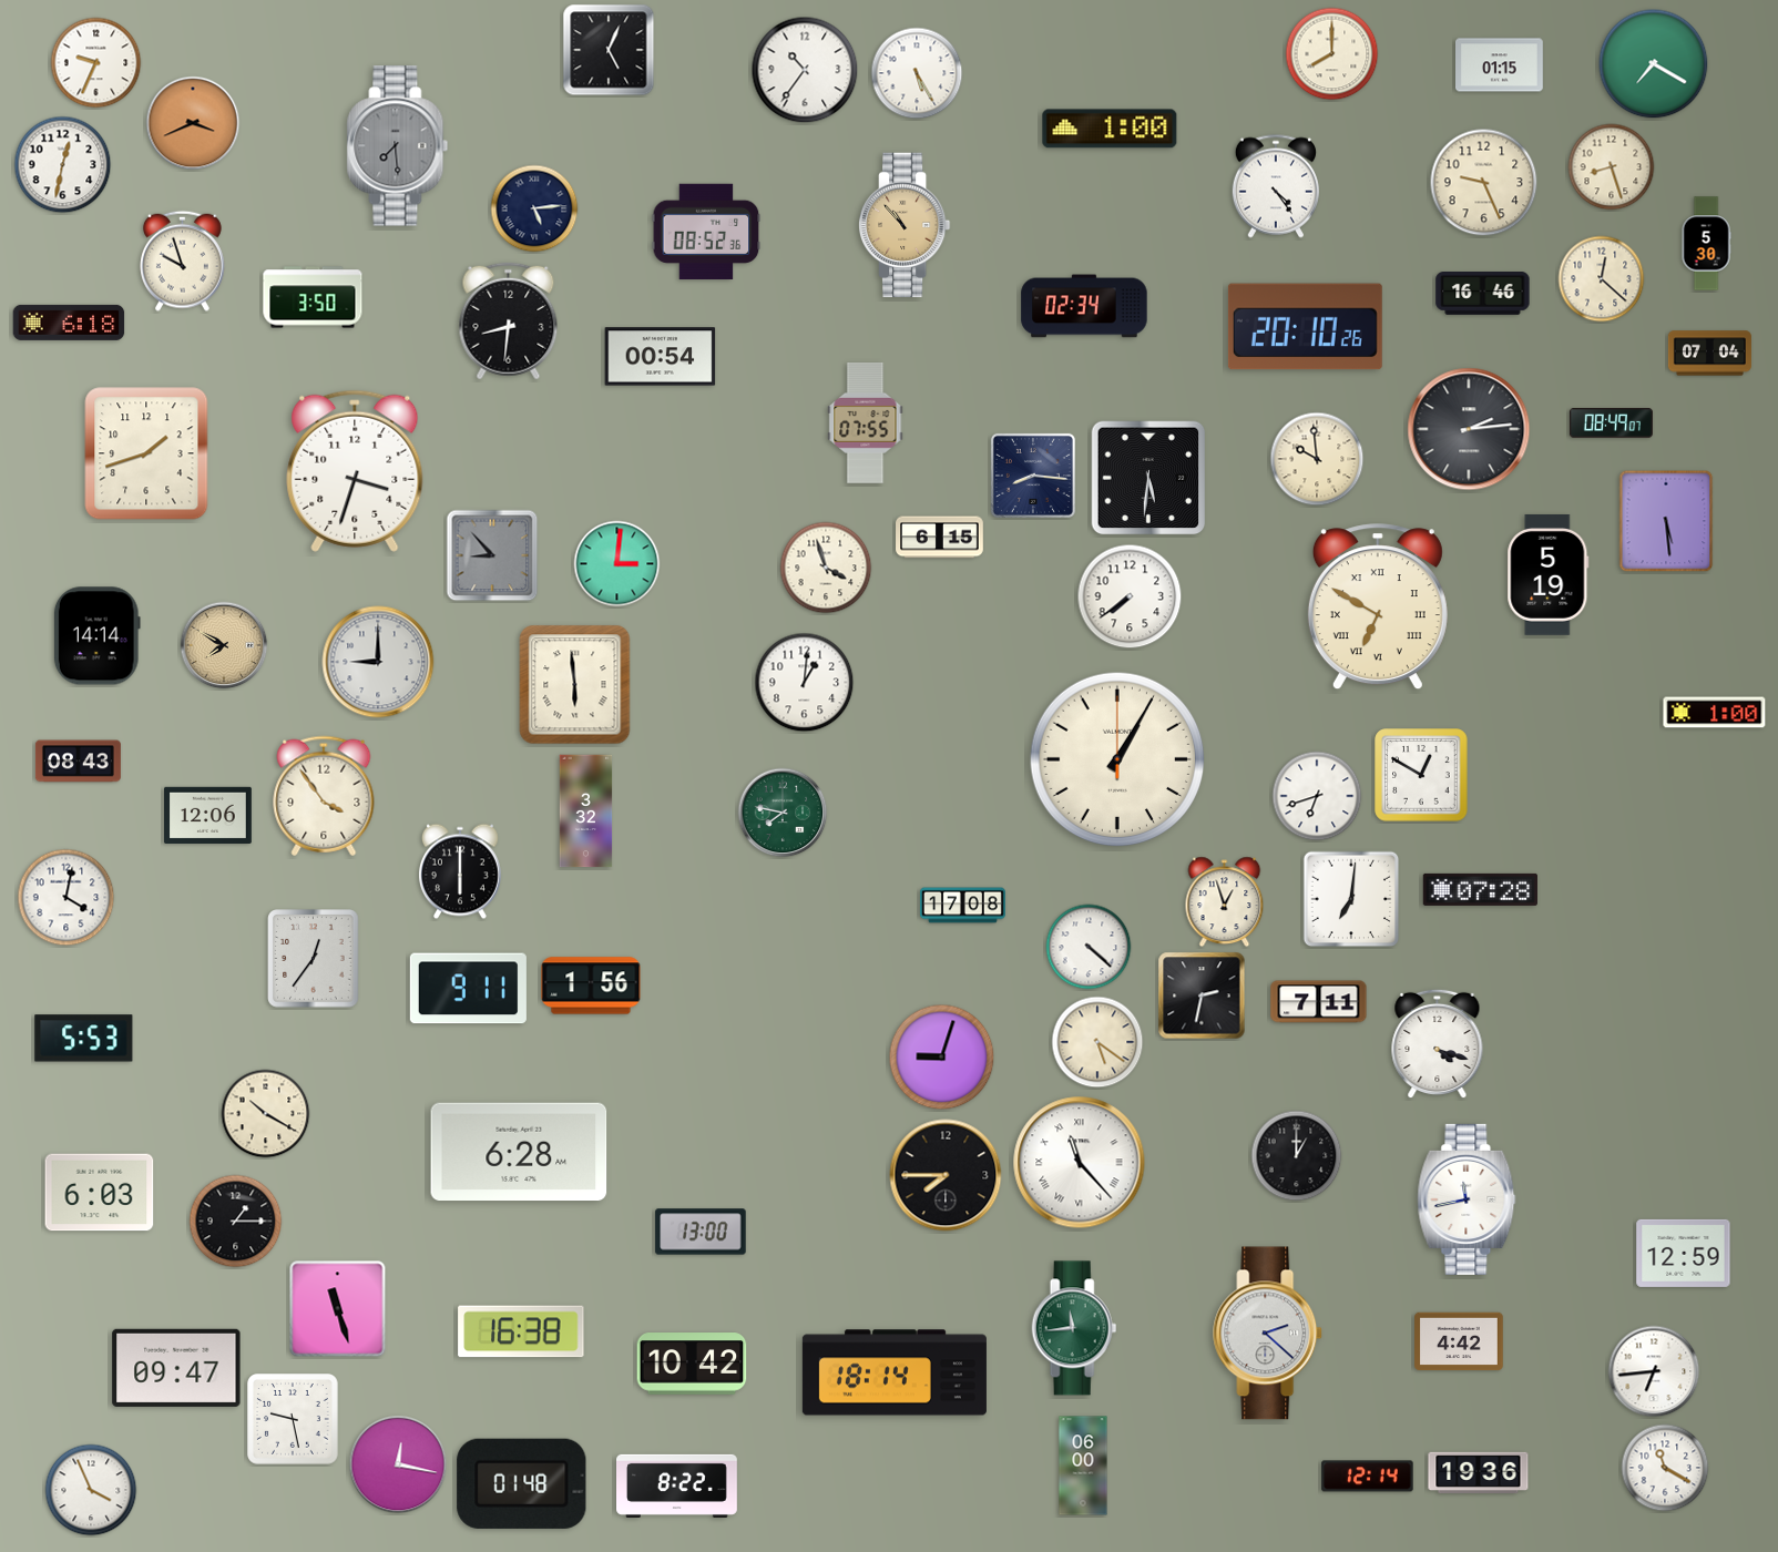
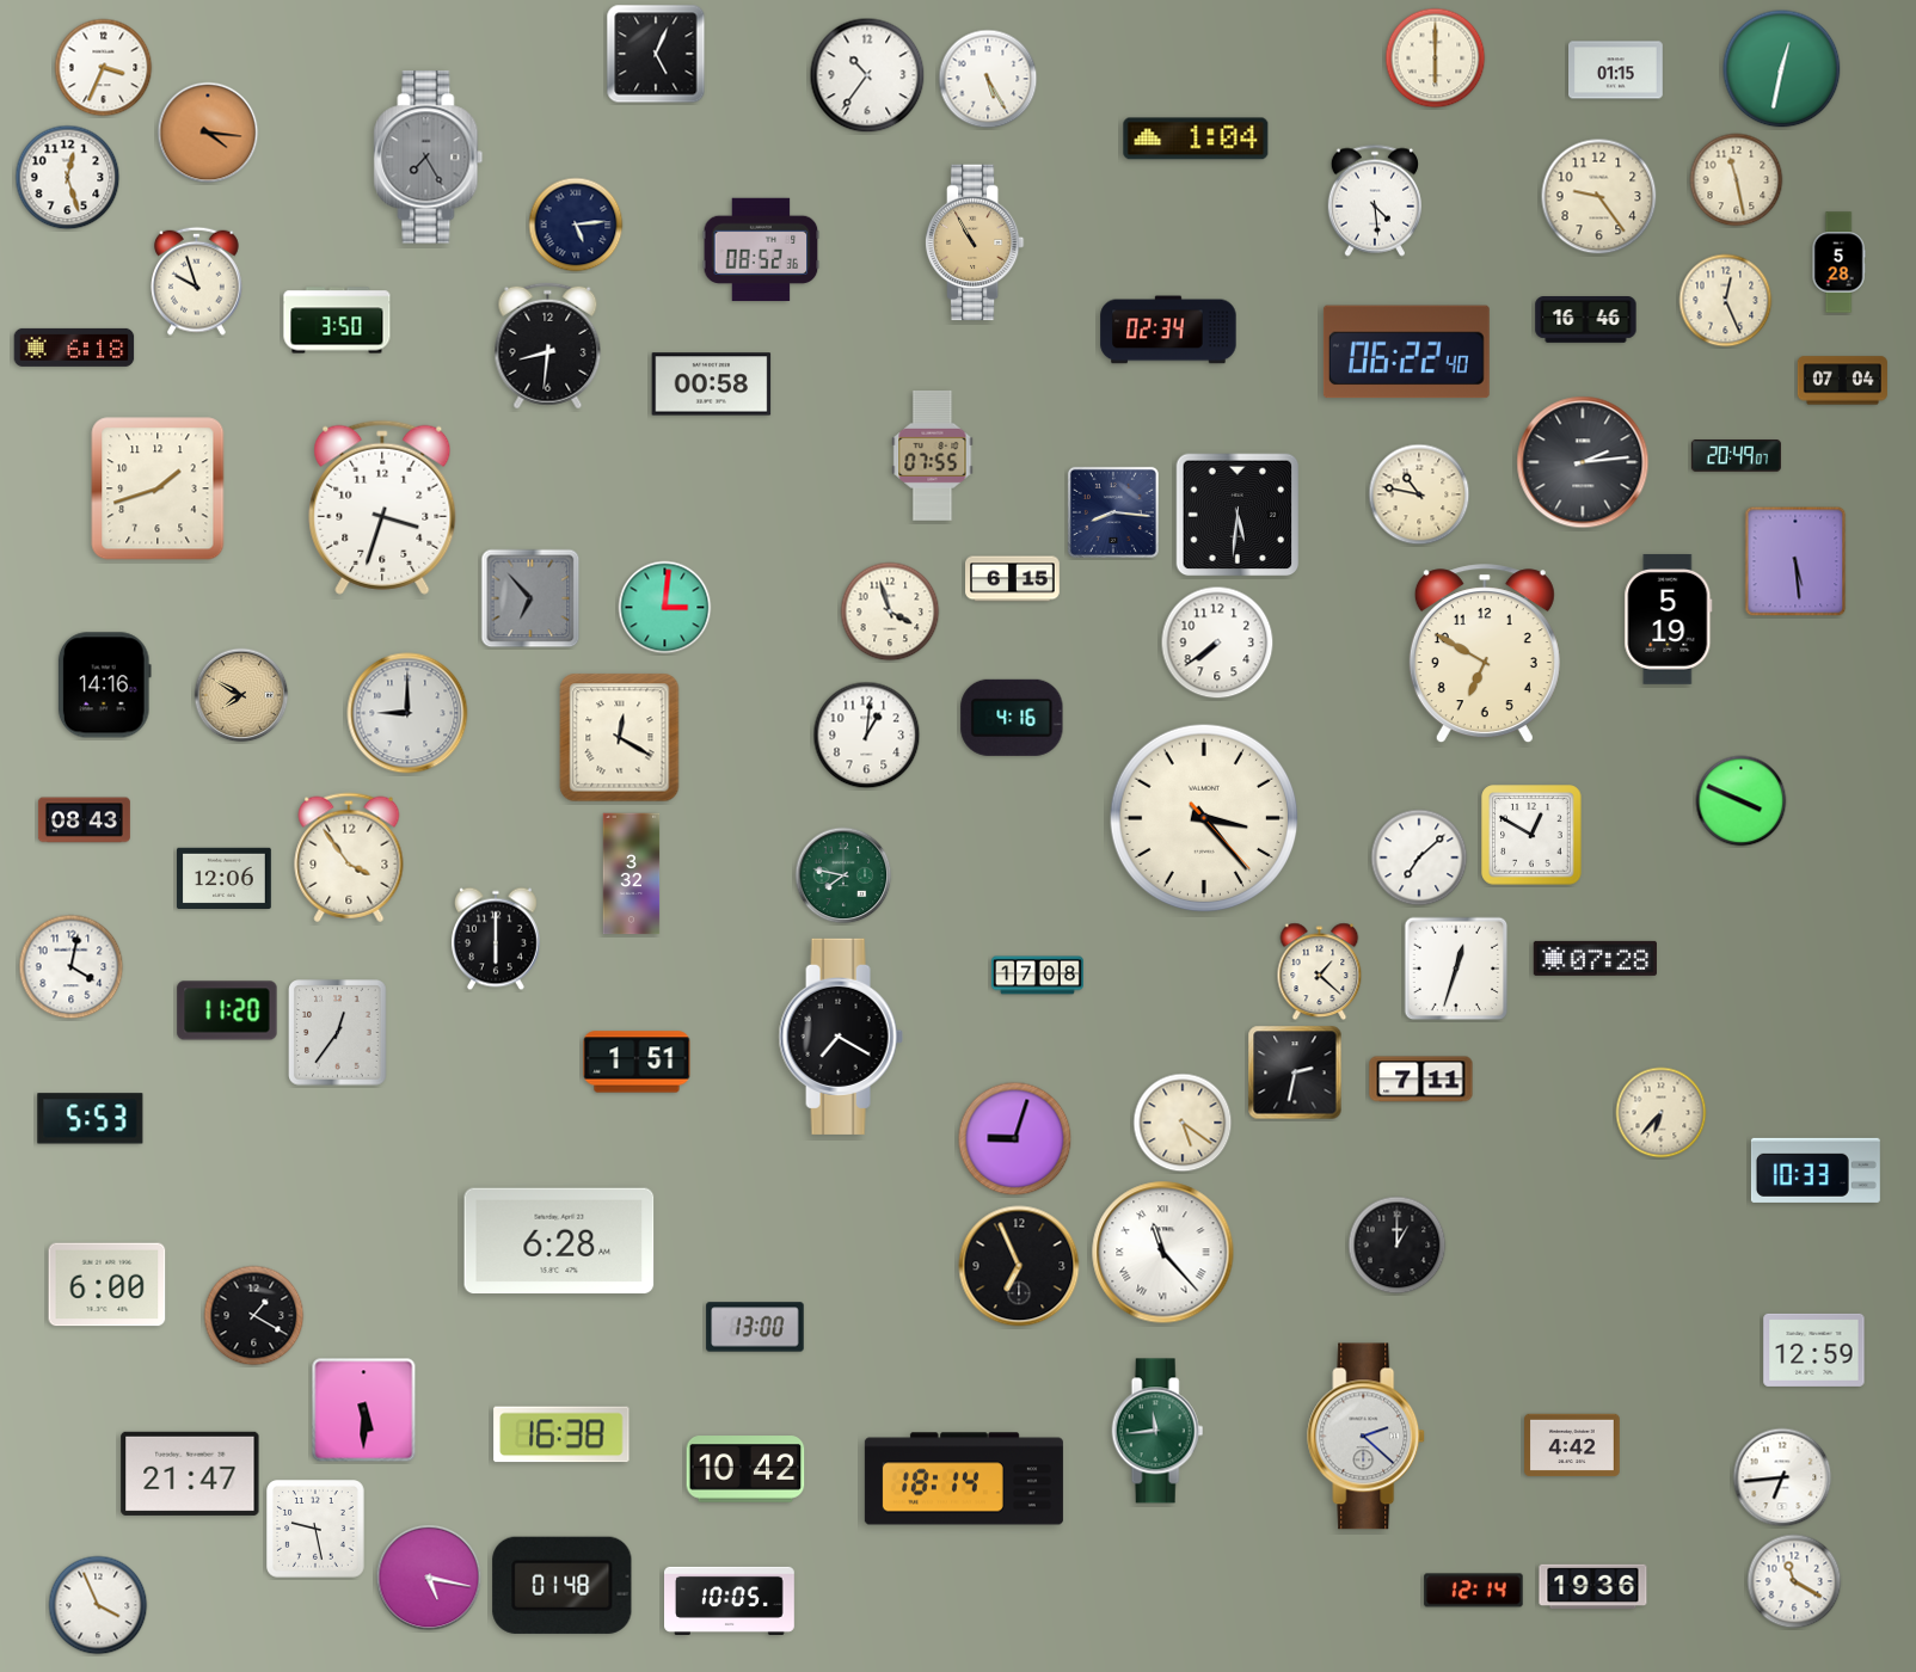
clock at (1332, 54): 8:00 -> 6:00
clock at (96, 63): 9:34 -> 3:34
clock at (1654, 64): 7:20 -> 12:32
clock at (193, 123): 3:41 -> 4:16
clock at (1110, 129): 1:00 -> 1:04
clock at (398, 146): 7:29 -> 7:25
clock at (63, 165): 12:32 -> 12:27
clock at (1612, 167): 8:27 -> 11:28
clock at (1484, 183): 9:26 -> 9:24
clock at (1276, 186): 4:24 -> 4:29
clock at (905, 225): 10:53 -> 10:55
clock at (1706, 244): 5:30 -> 5:28
clock at (1602, 279): 12:22 -> 12:26
clock at (1483, 294) position: (1483, 294) -> (1586, 320)
clock at (1305, 327): 20:10 -> 06:22
clock at (661, 357): 00:54 -> 00:58
clock at (1611, 423): 08:49 -> 20:49
clock at (1317, 459): 9:59 -> 10:47
clock at (492, 555): 8:53 -> 6:53
clock at (1378, 607) numerals: Roman -> Arabic
clock at (96, 636): 14:14 -> 14:16
clock at (1012, 718): none -> 4:16
clock at (575, 685): 5:59 -> 12:20
clock at (1715, 713): 1:00 -> none
clock at (1742, 801): none -> 3:49
clock at (1117, 759): 1:05 -> 3:23
clock at (1317, 796): 6:42 -> 7:08
clock at (1351, 899): 7:01 -> 12:33
clock at (1225, 902): 12:57 -> 1:22
clock at (227, 1010): none -> 11:20
clock at (1089, 947): 4:22 -> none
clock at (841, 1037): none -> 7:20
clock at (591, 986): 1:56 -> 1:51
clock at (468, 989): 9:11 -> none
clock at (1662, 1113): none -> 6:37
clock at (1438, 1044): 4:18 -> none
clock at (1816, 1170): none -> 10:33
clock at (266, 1114): 10:20 -> none
clock at (946, 1175): 7:45 -> 6:56
clock at (100, 1193): 6:03 -> 6:00
clock at (1467, 1199): 11:43 -> none
clock at (236, 1222): 1:15 -> 1:20
clock at (338, 1309): 11:27 -> 5:30
clock at (176, 1368): 09:47 -> 21:47
clock at (398, 1464): 12:17 -> 5:17
clock at (1083, 1466): 06:00 -> none
clock at (522, 1483) position: (522, 1483) -> (563, 1585)
clock at (677, 1485): 8:22 -> 10:05
